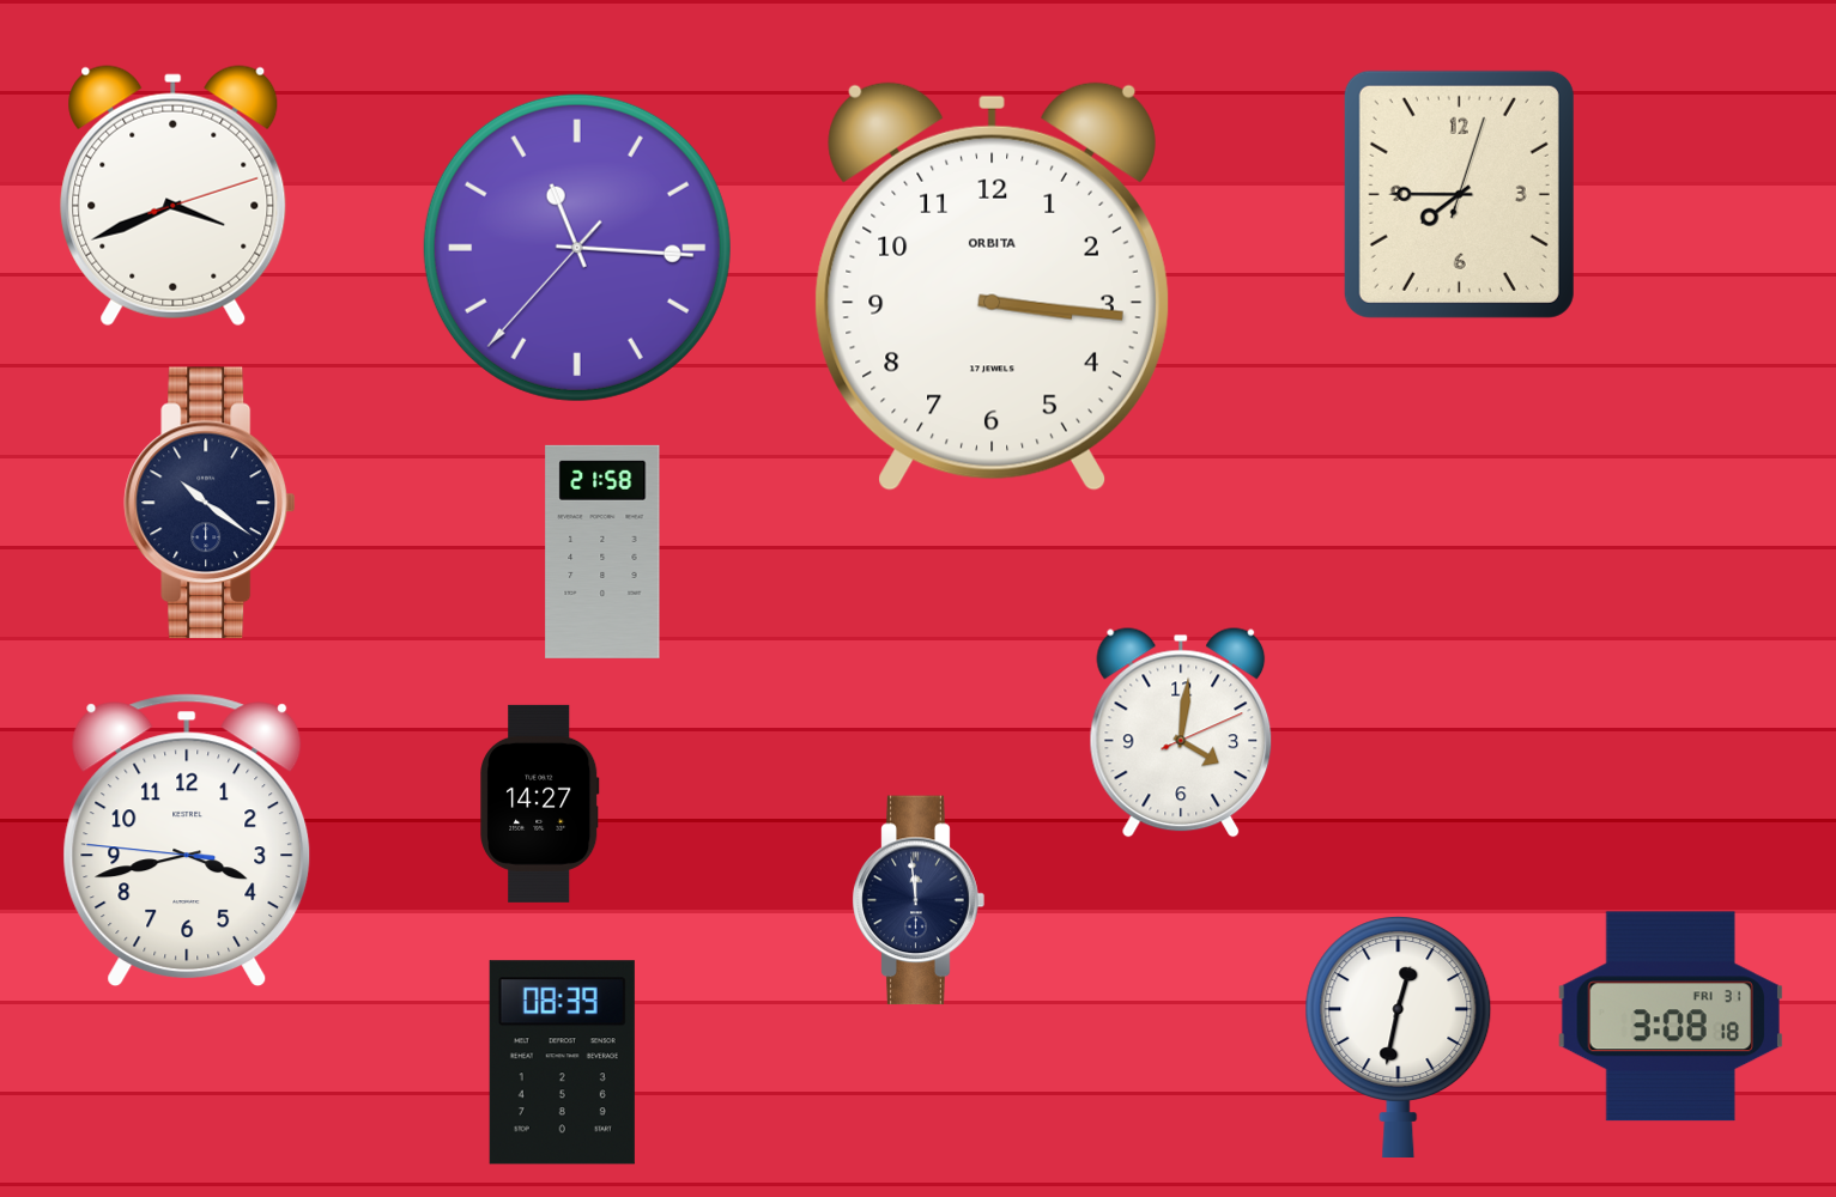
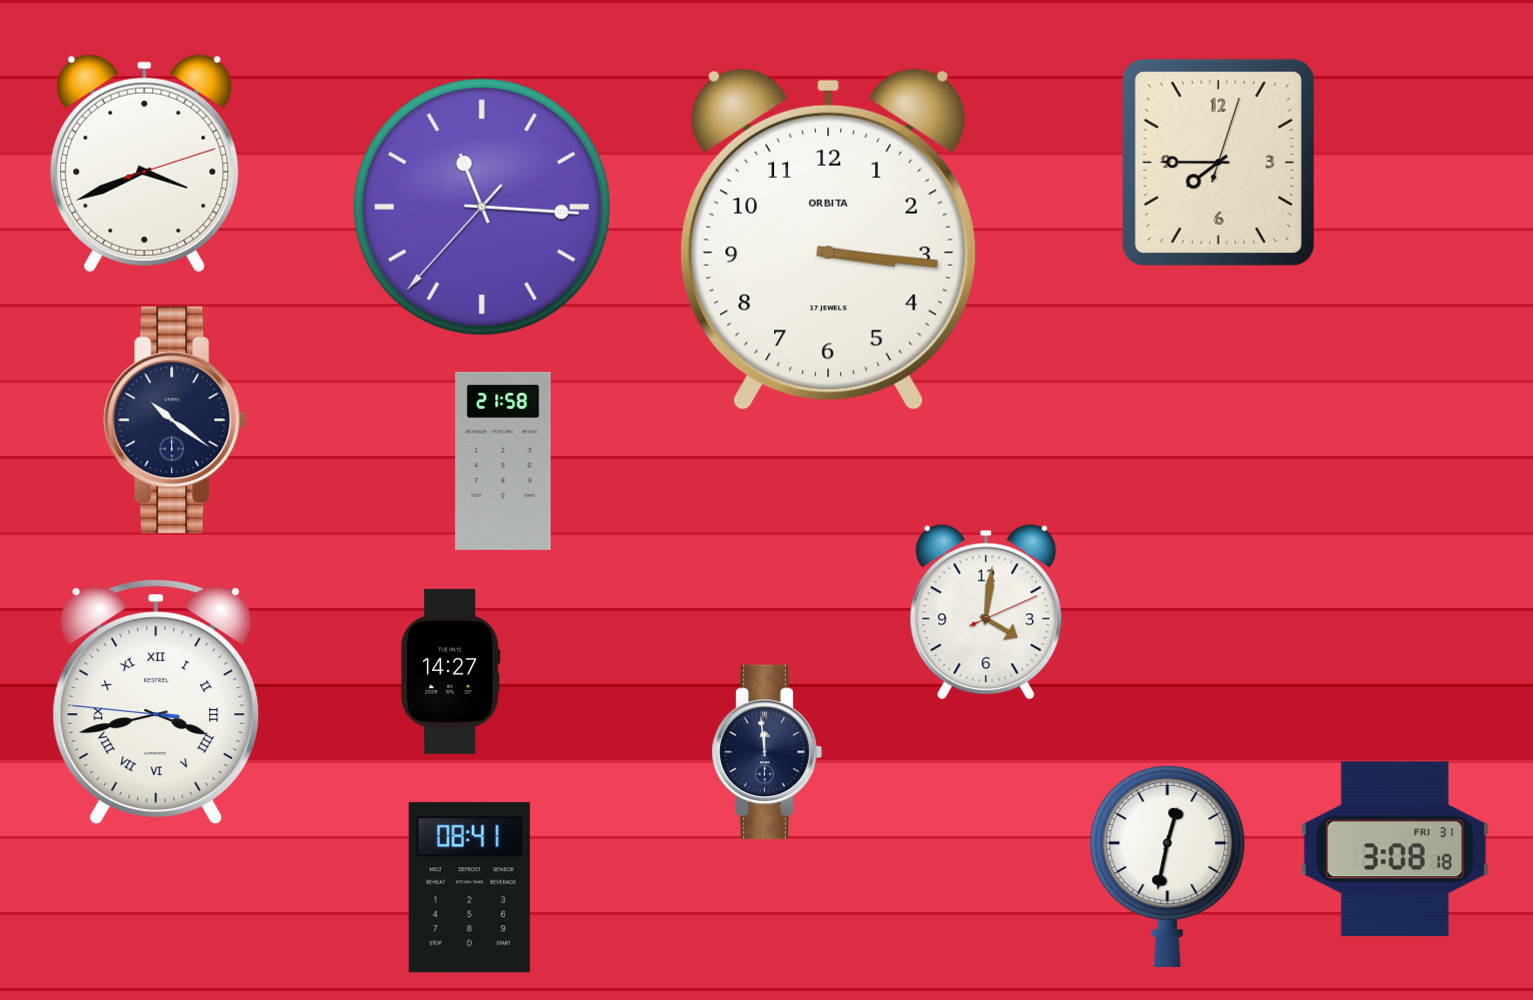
clock at (187, 839) numerals: Arabic -> Roman
clock at (562, 1063): 08:39 -> 08:41
